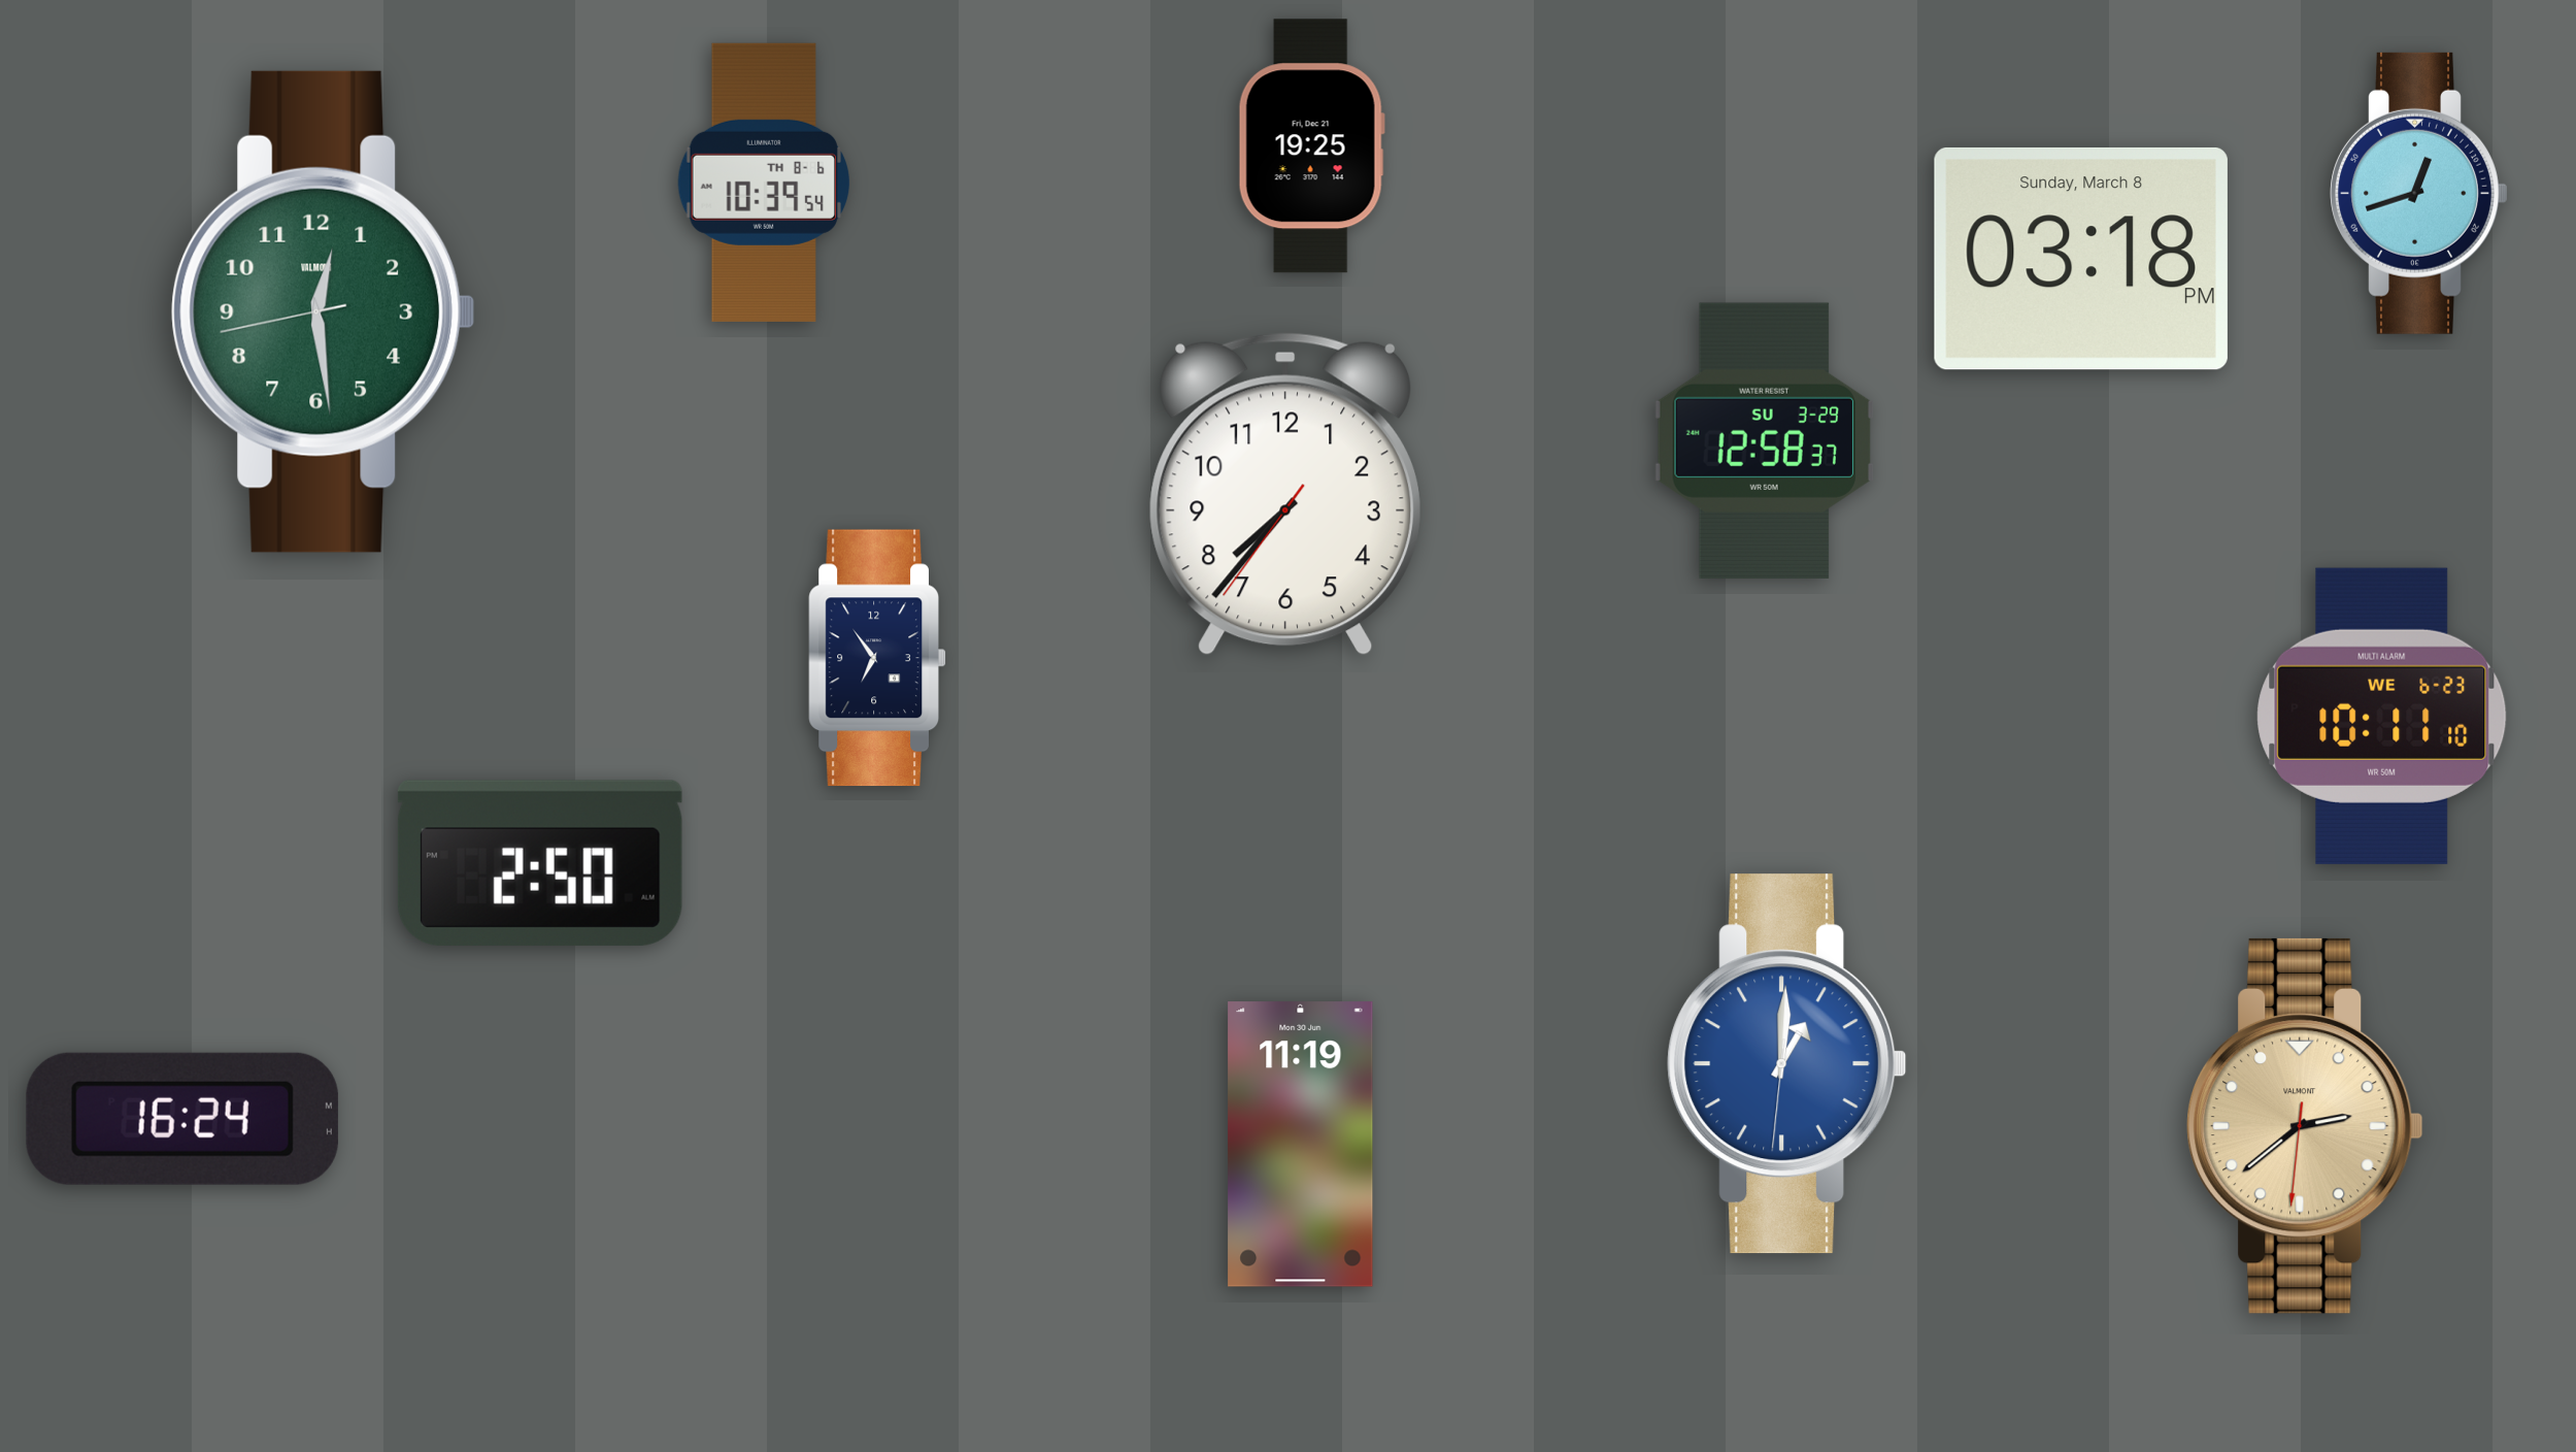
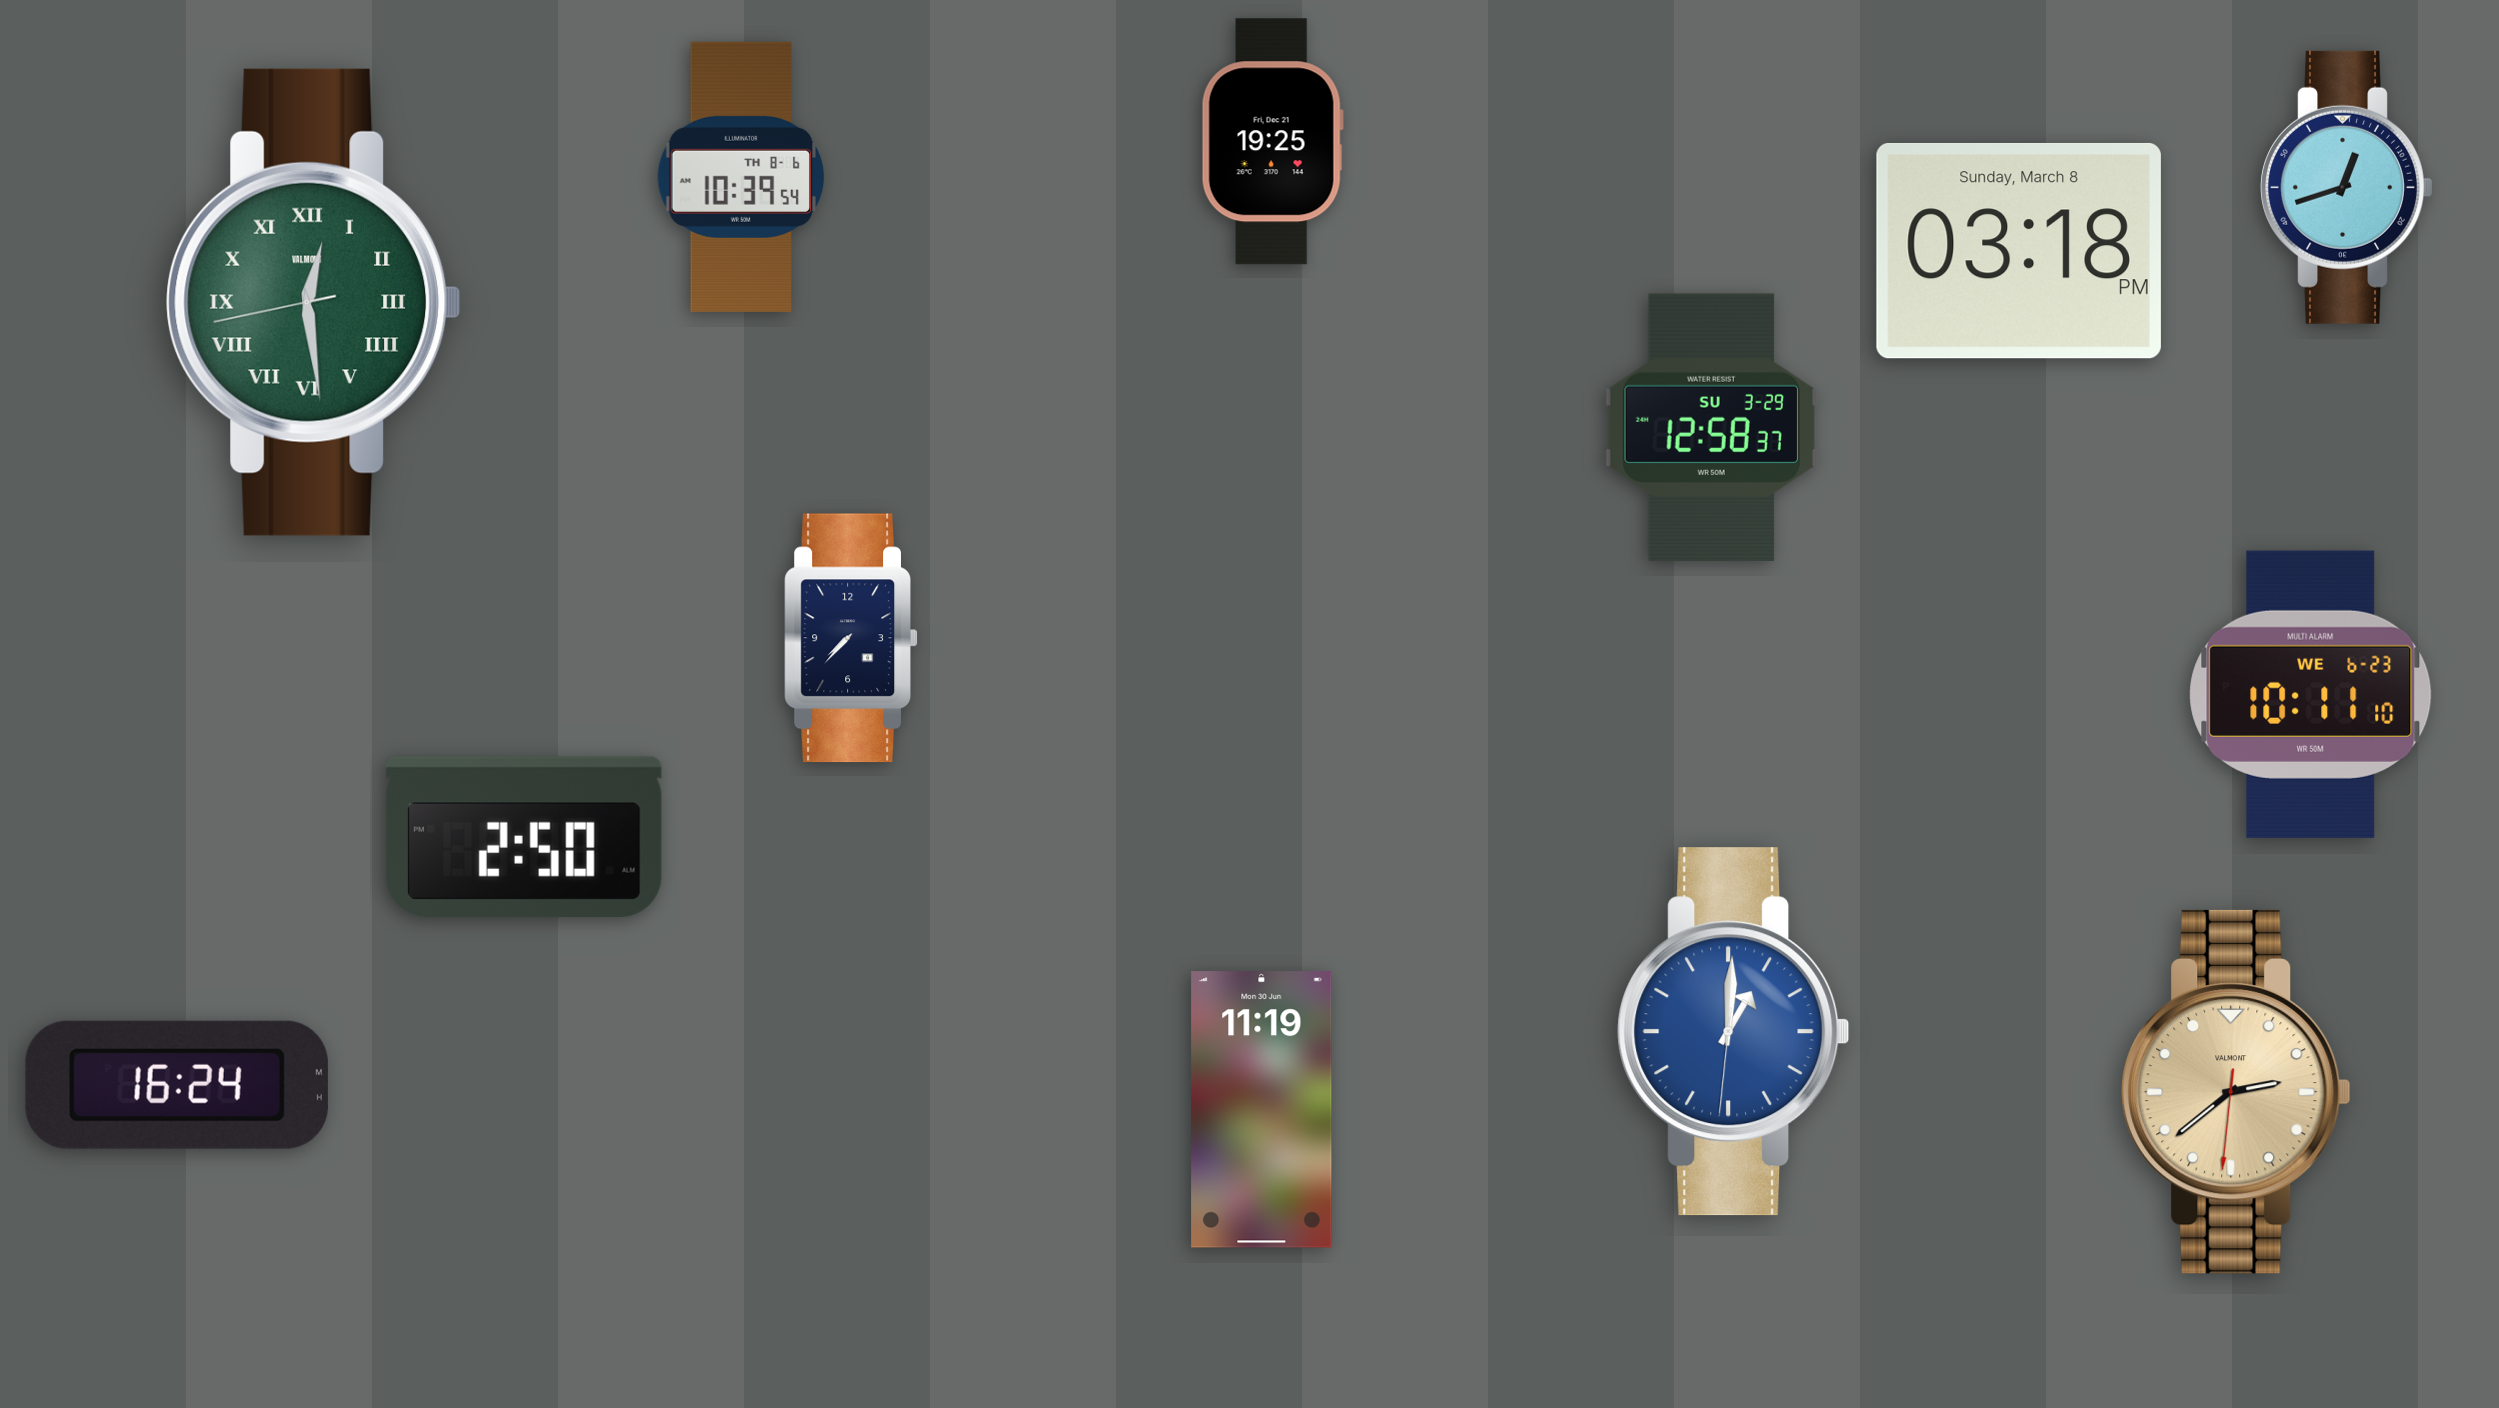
clock at (324, 311) numerals: Arabic -> Roman
clock at (1284, 494): 7:36 -> none
clock at (877, 658): 6:54 -> 7:37
